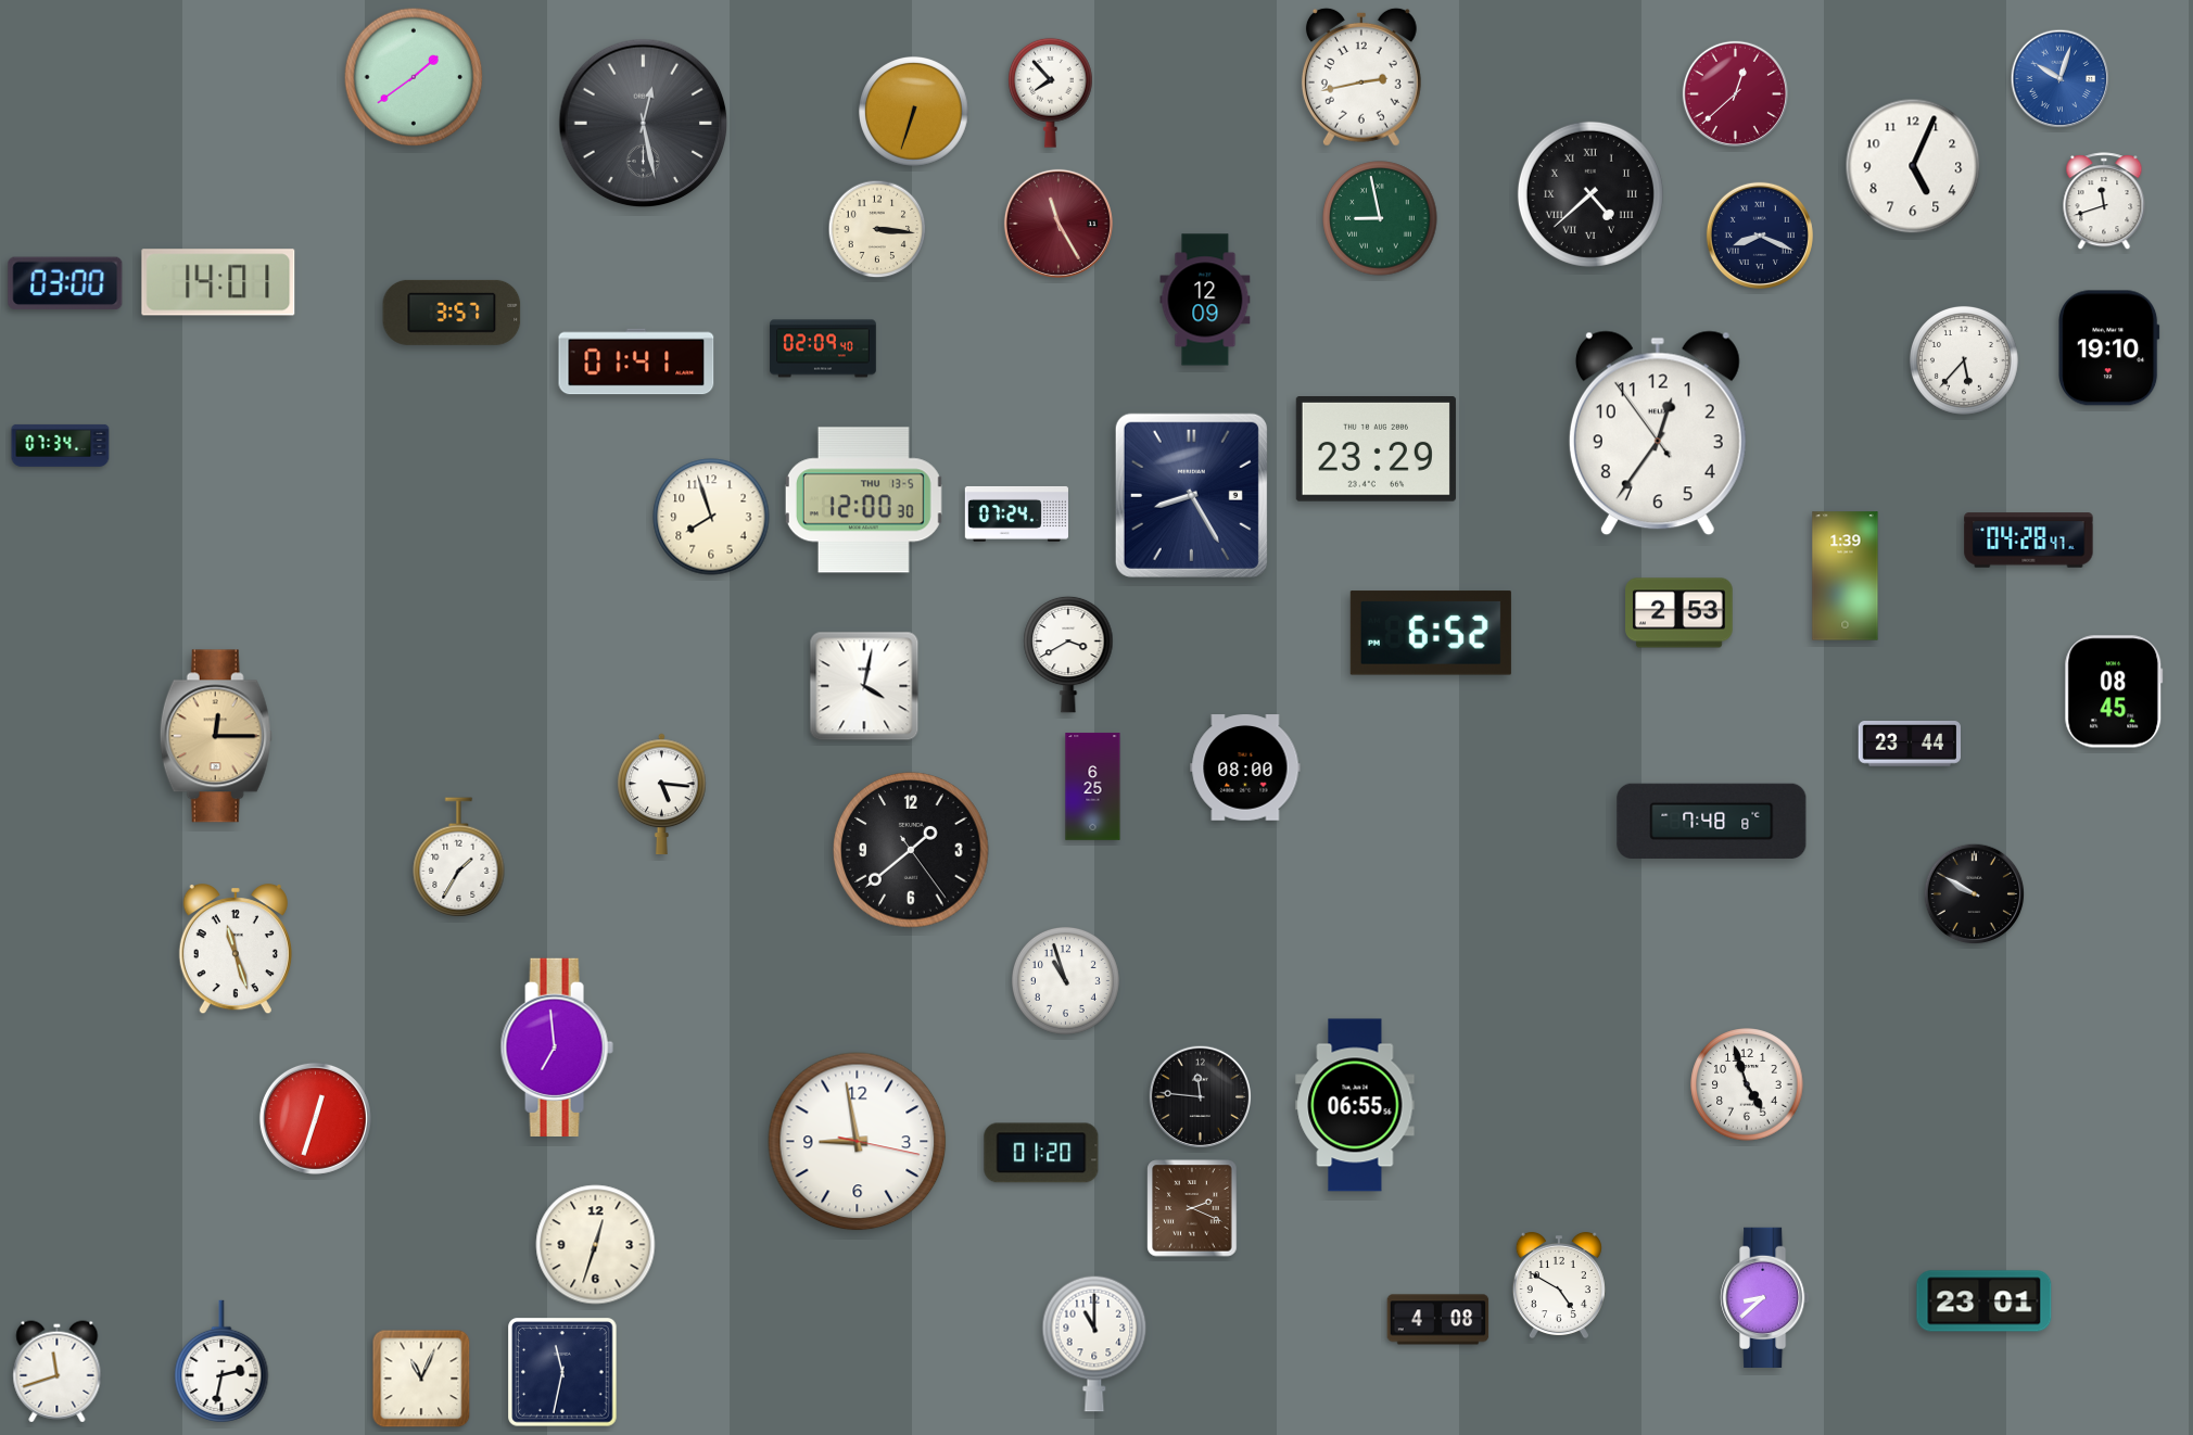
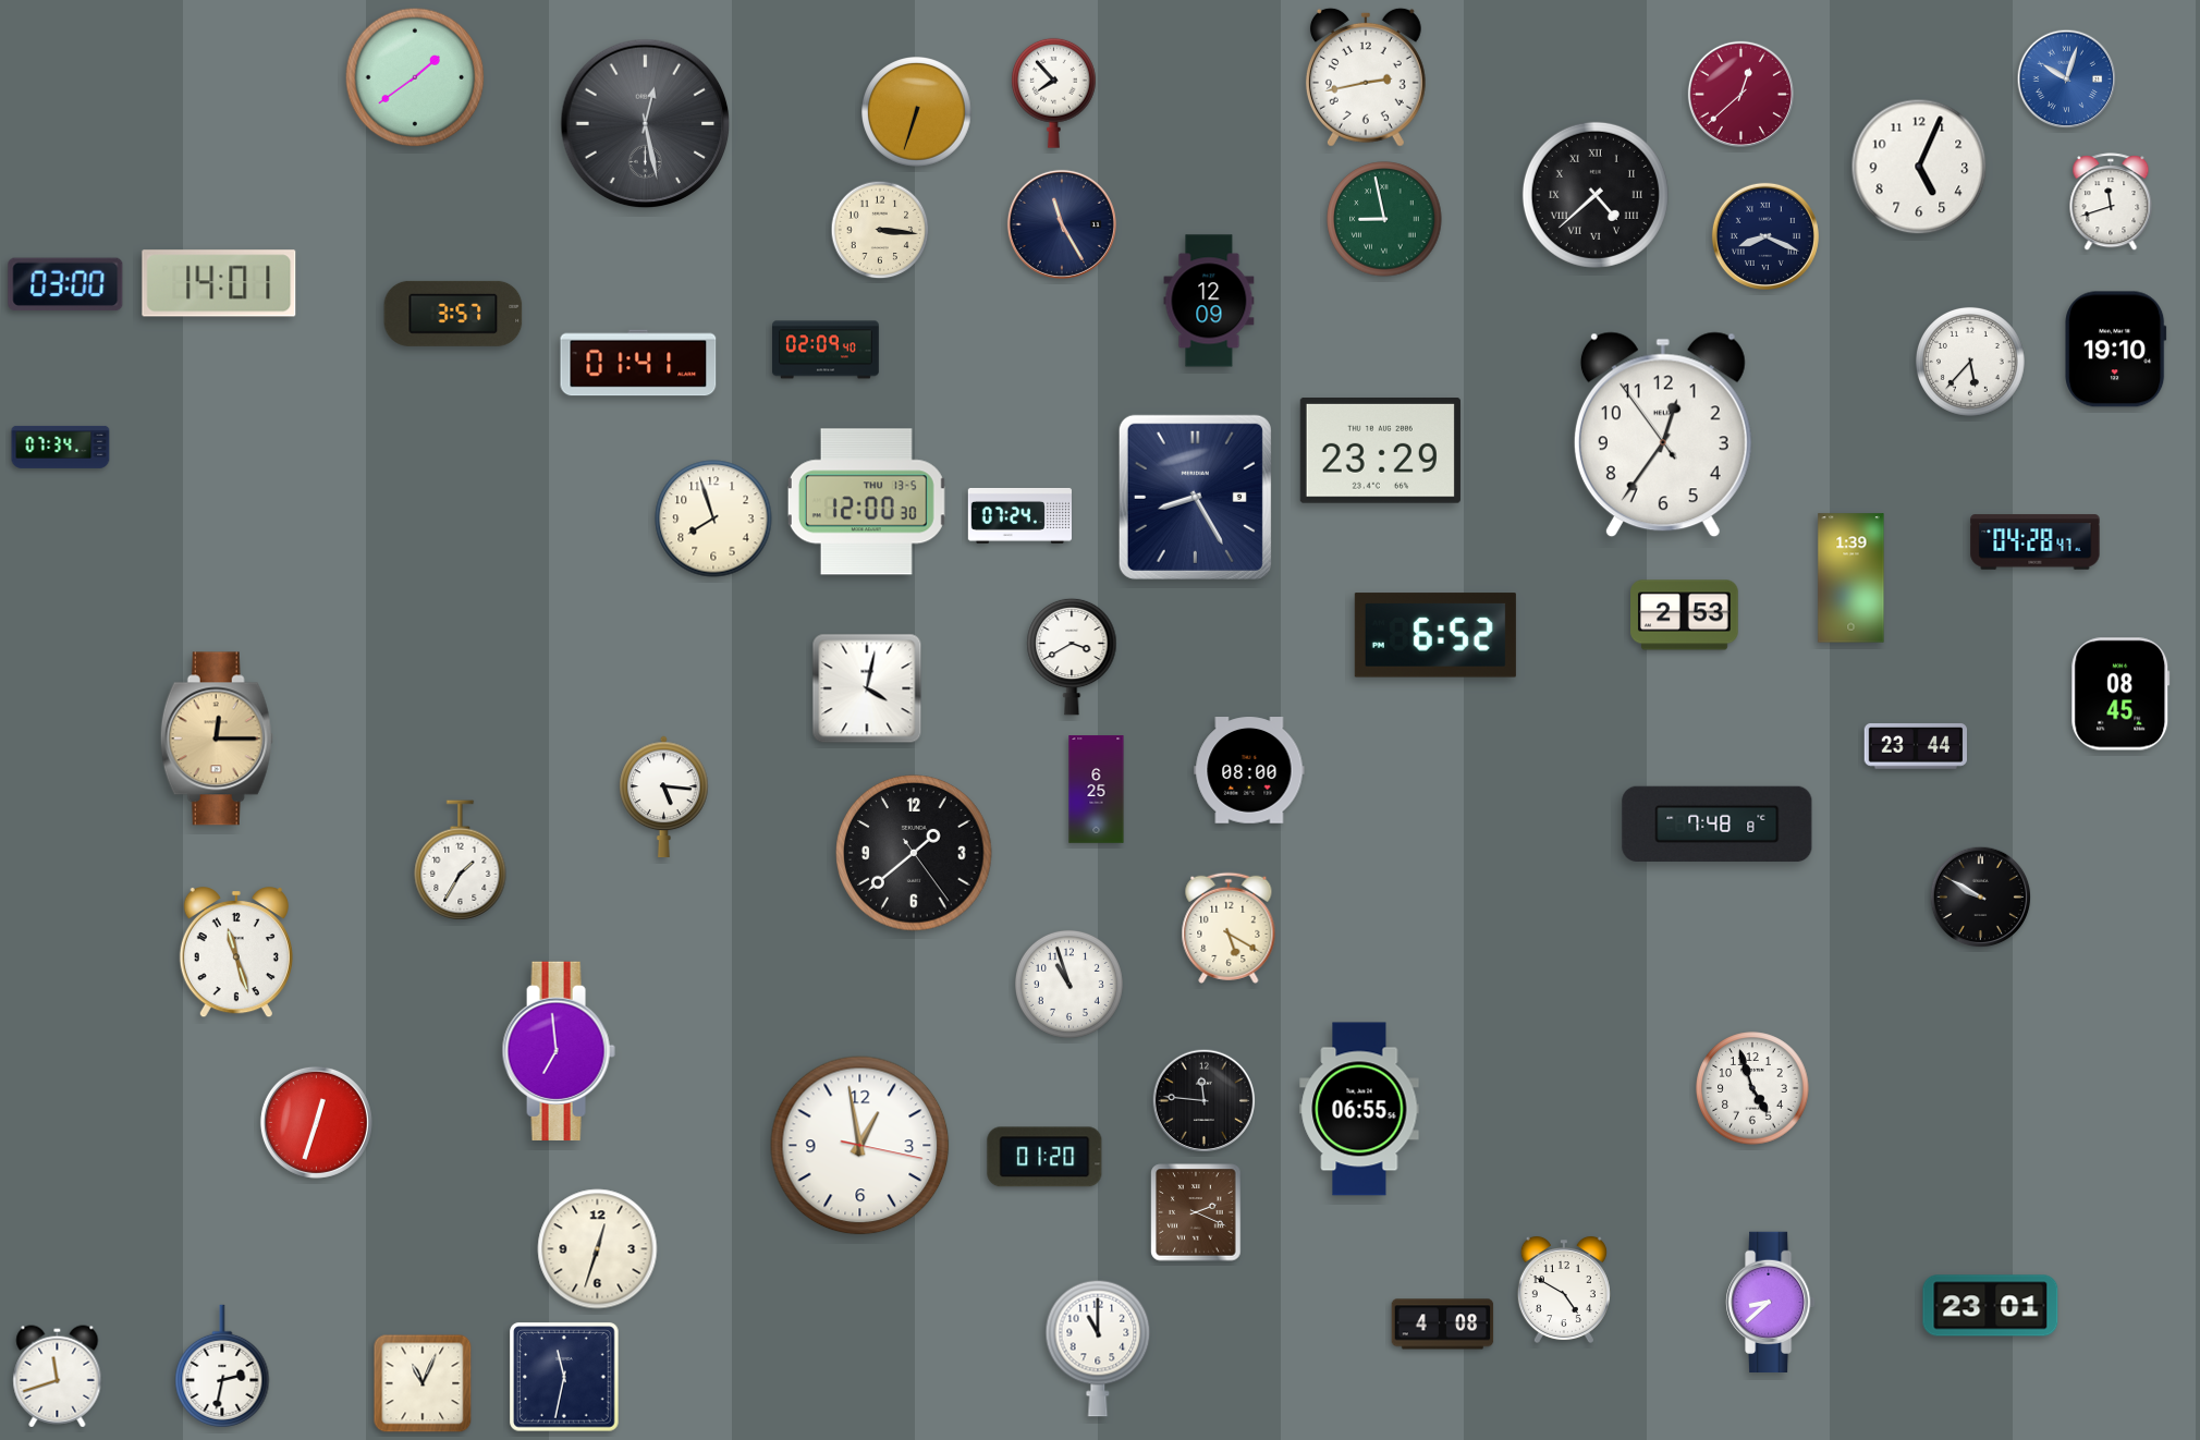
clock at (1059, 224) dial: burgundy -> navy
clock at (1229, 928): none -> 5:20
clock at (858, 1142): 8:58 -> 12:58
